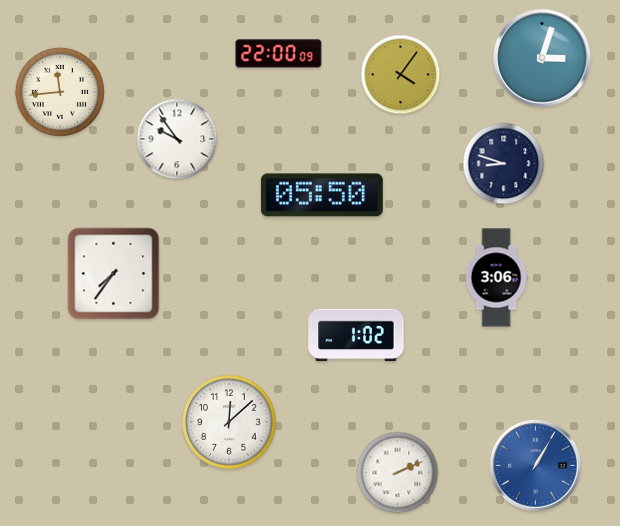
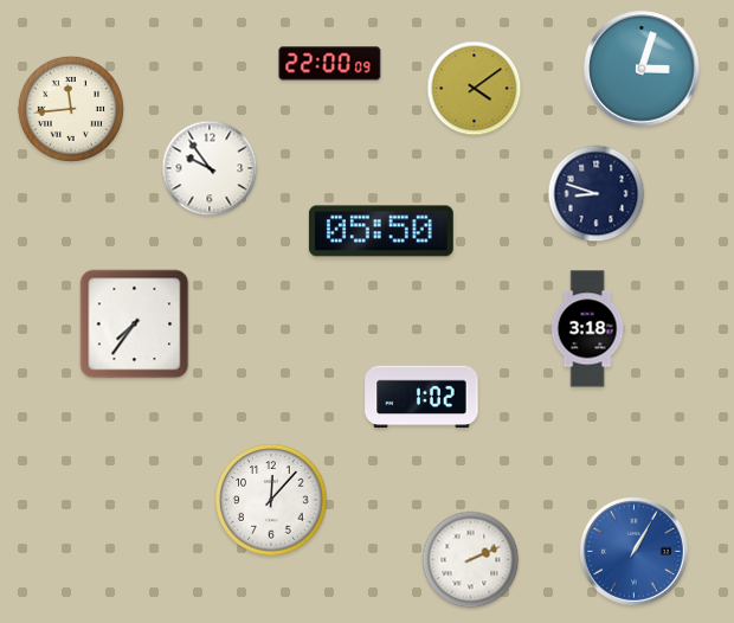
clock at (401, 75): 4:06 -> 4:09
clock at (177, 139) position: (177, 139) -> (210, 168)
clock at (496, 278): 3:06 -> 3:18
clock at (229, 422): 12:08 -> 12:07
